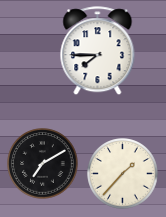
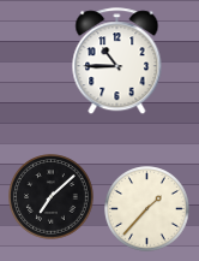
clock at (98, 51): 7:45 -> 10:45
clock at (43, 164): 7:10 -> 7:08
